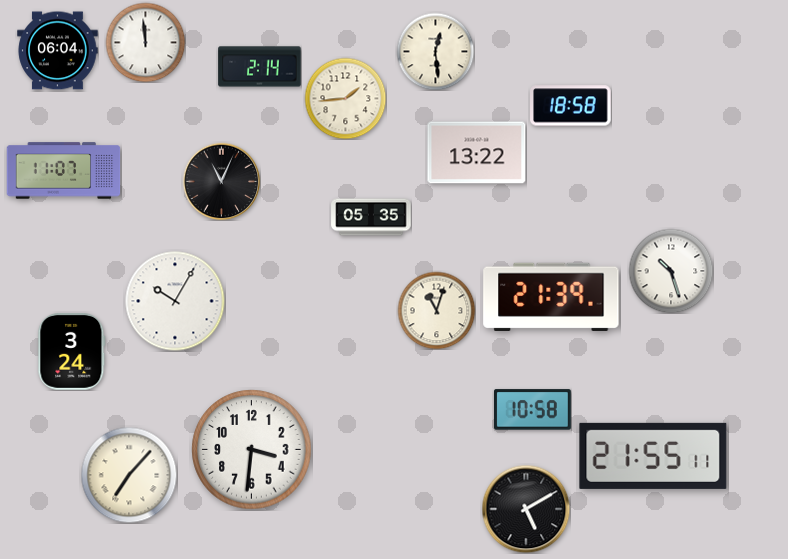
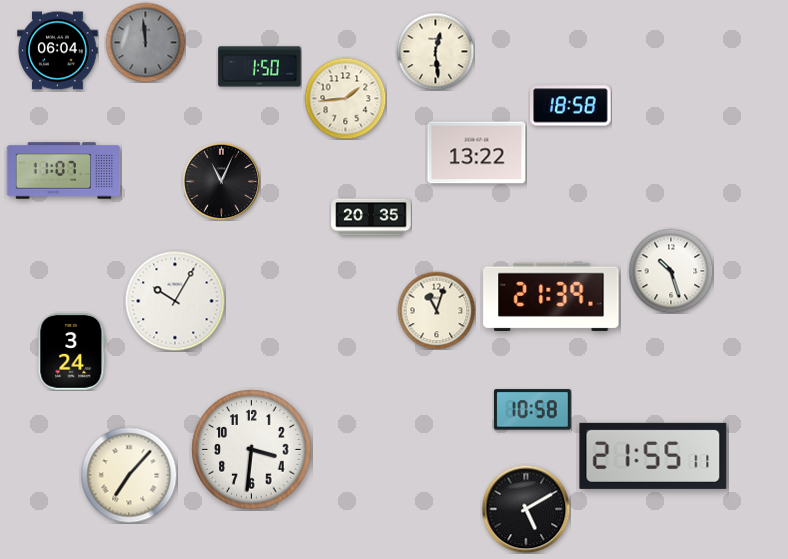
clock at (145, 42) dial: white -> grey
clock at (260, 67): 2:14 -> 1:50
clock at (371, 217): 05:35 -> 20:35
